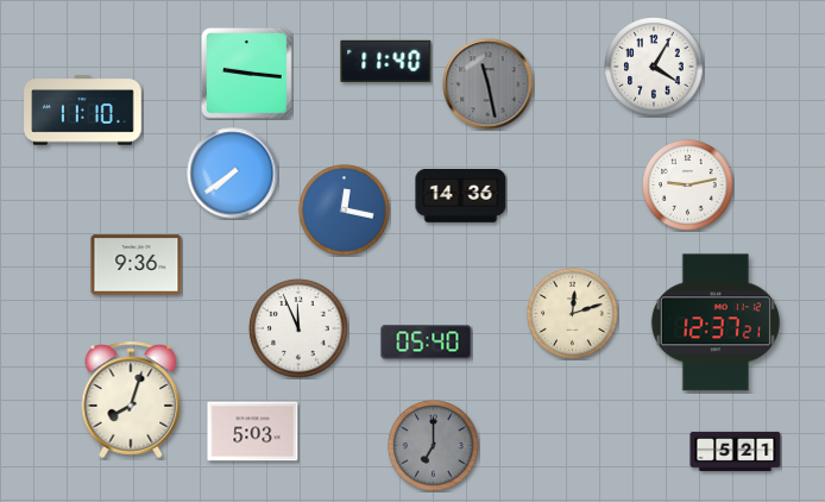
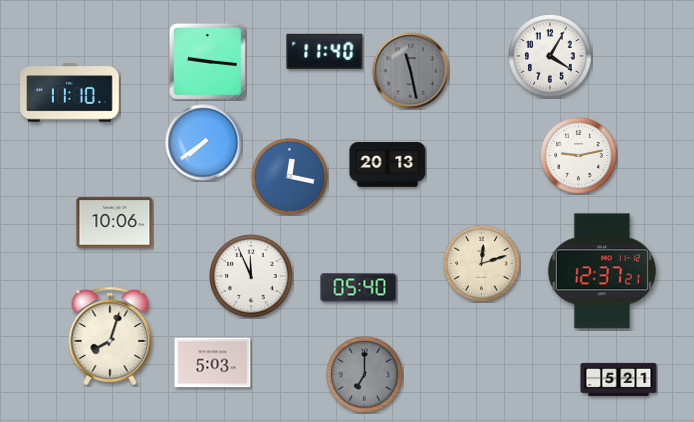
clock at (233, 174) position: (233, 174) -> (204, 143)
clock at (461, 196): 14:36 -> 20:13
clock at (137, 265): 9:36 -> 10:06
